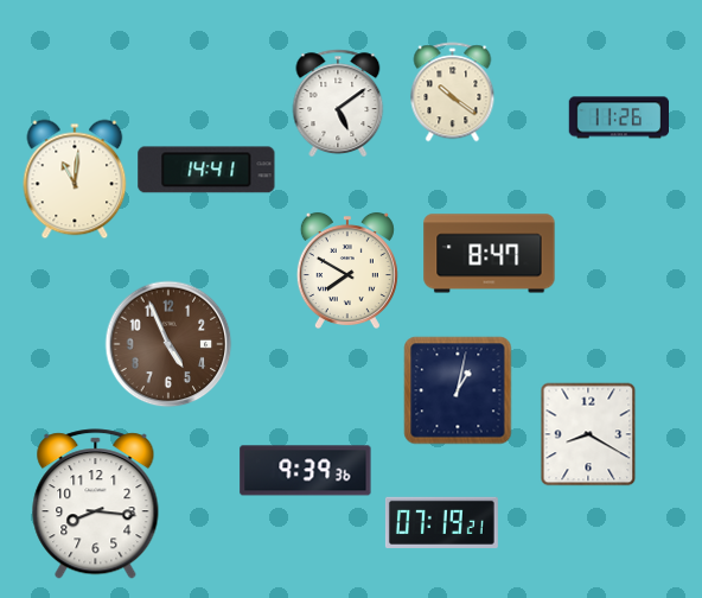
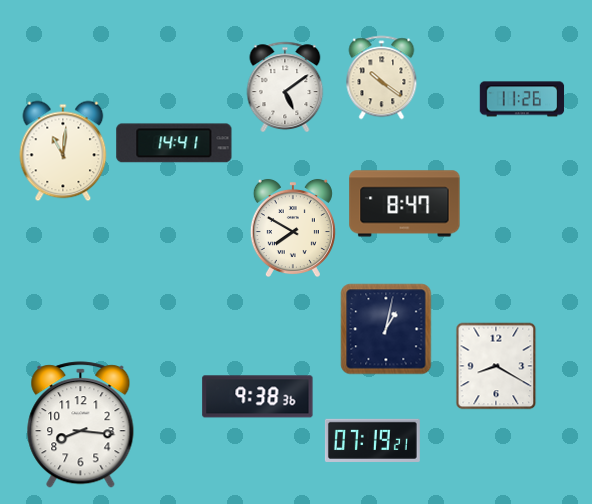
clock at (490, 254) position: (490, 254) -> (405, 204)
clock at (168, 344): 4:56 -> none
clock at (306, 471): 9:39 -> 9:38
